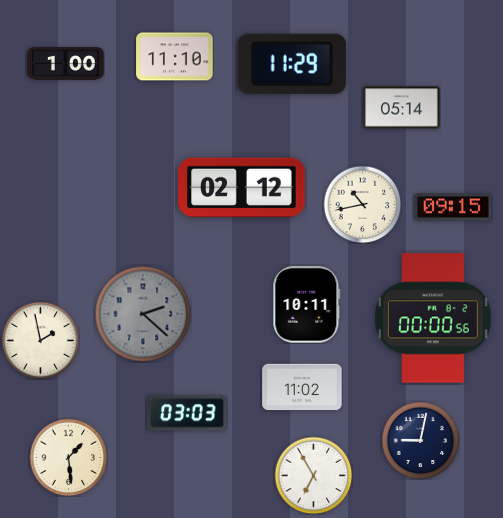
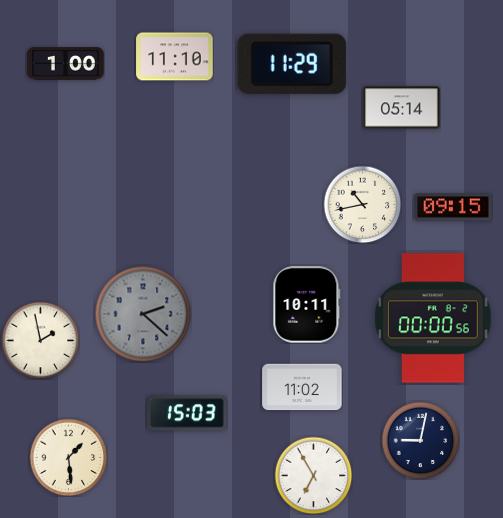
clock at (242, 188): 02:12 -> none
clock at (187, 413): 03:03 -> 15:03
